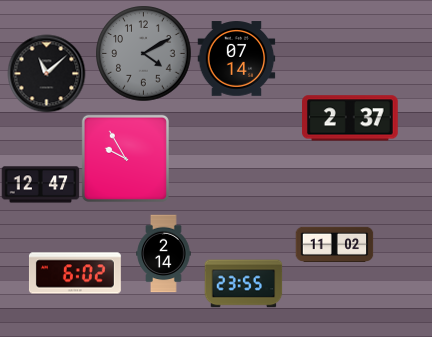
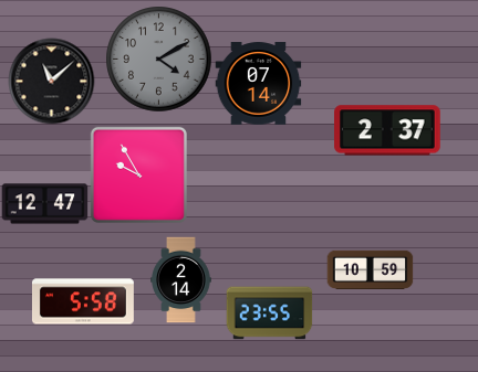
clock at (236, 59) position: (236, 59) -> (258, 84)
clock at (334, 244): 11:02 -> 10:59
clock at (75, 273): 6:02 -> 5:58
